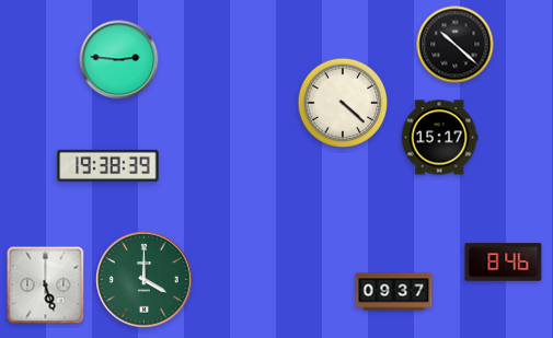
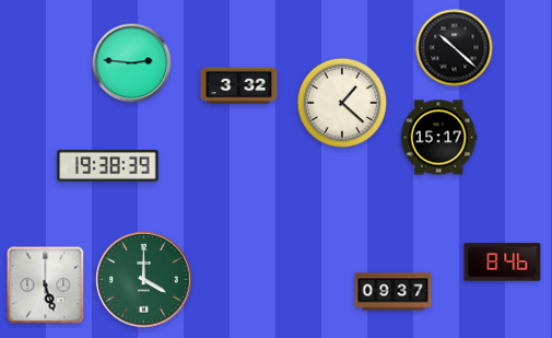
clock at (456, 45) position: (456, 45) -> (455, 48)
clock at (119, 60) position: (119, 60) -> (132, 63)
clock at (239, 86): none -> 3:32
clock at (343, 103): 4:22 -> 1:22
